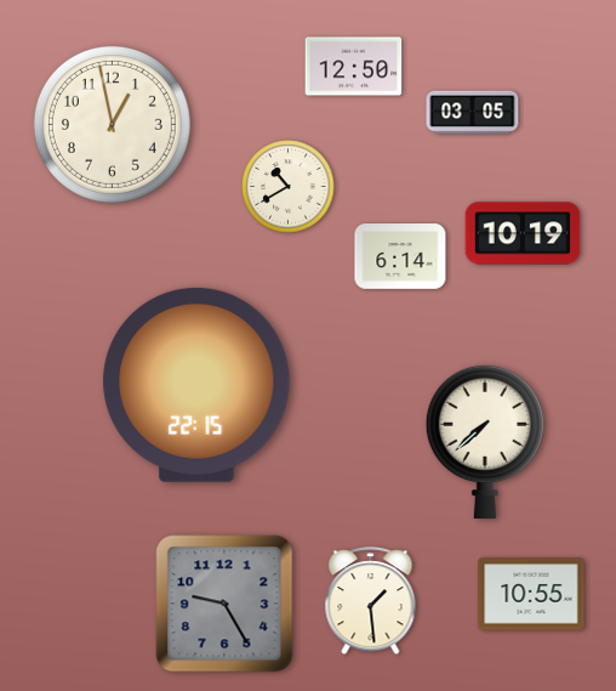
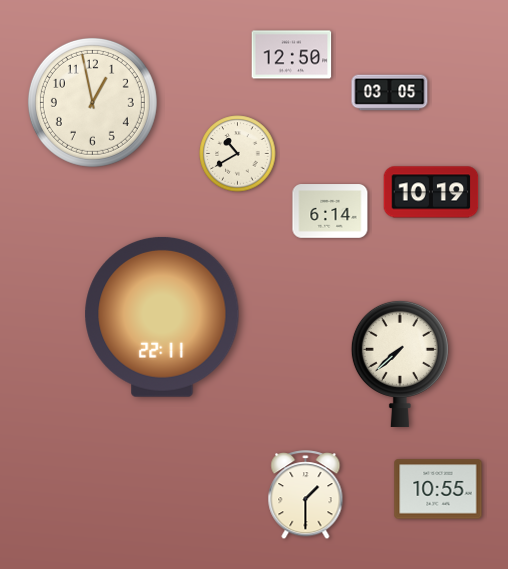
clock at (196, 385): 22:15 -> 22:11
clock at (371, 601): 1:29 -> 1:30
clock at (224, 604): 9:25 -> none
